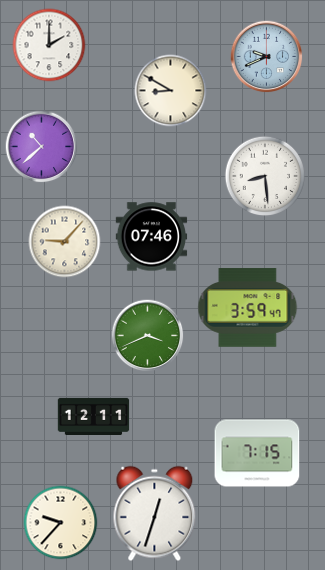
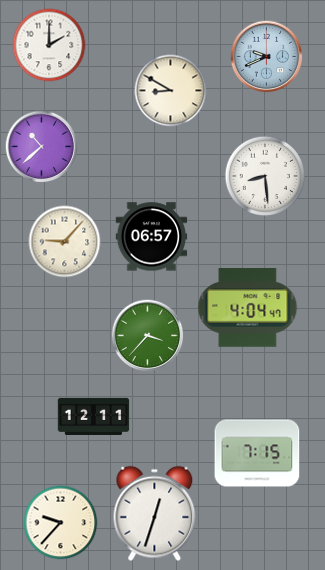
clock at (152, 237): 07:46 -> 06:57
clock at (248, 308): 3:59 -> 4:04
clock at (148, 336): 3:41 -> 3:37
